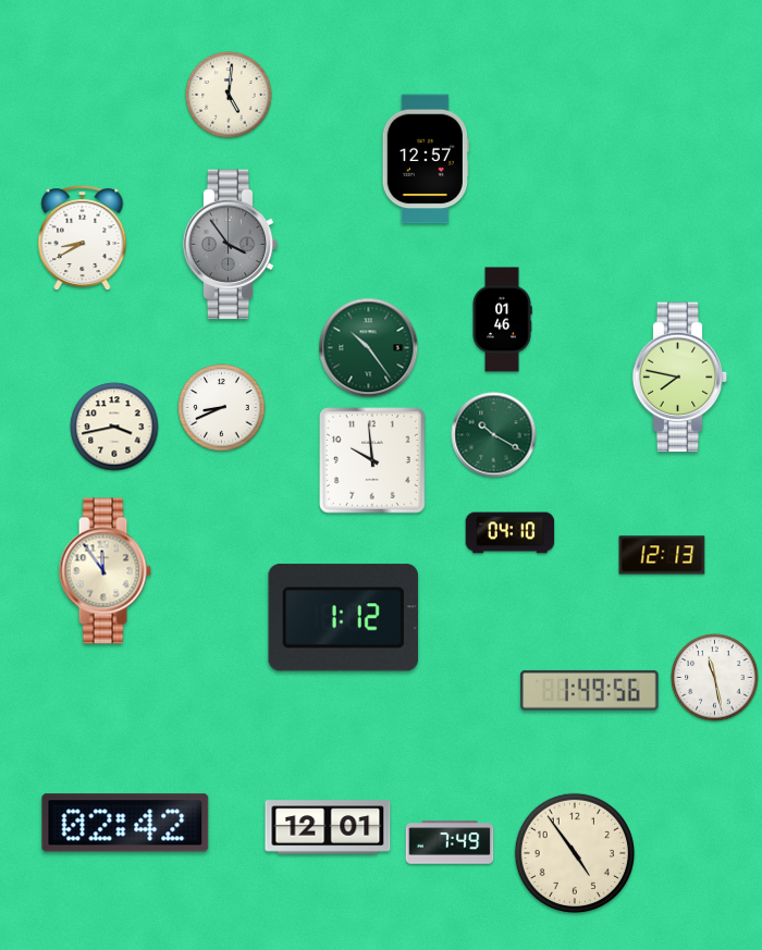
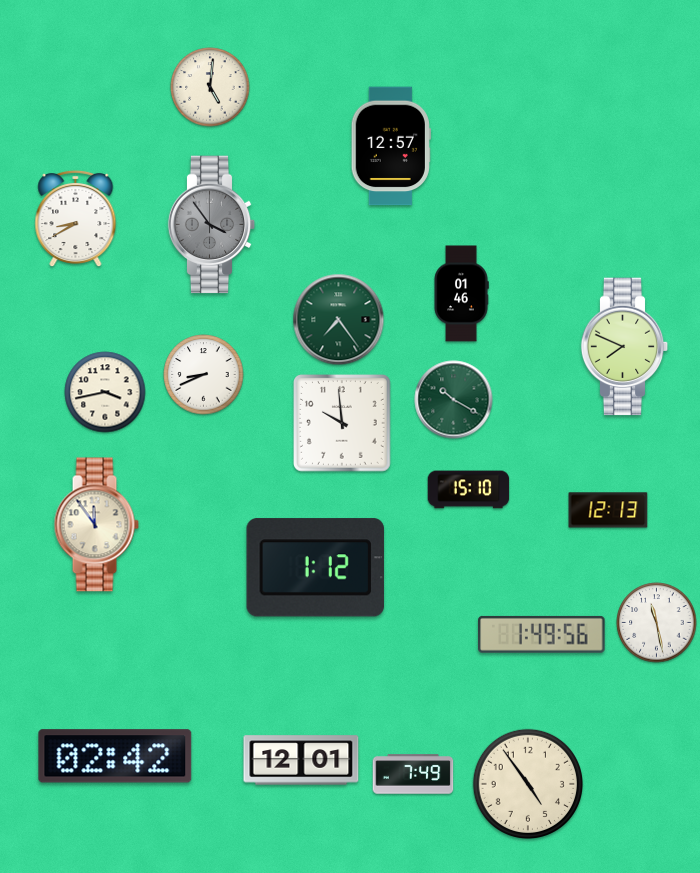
clock at (369, 348): 10:24 -> 7:24
clock at (680, 378): 7:47 -> 7:49
clock at (511, 533): 04:10 -> 15:10
